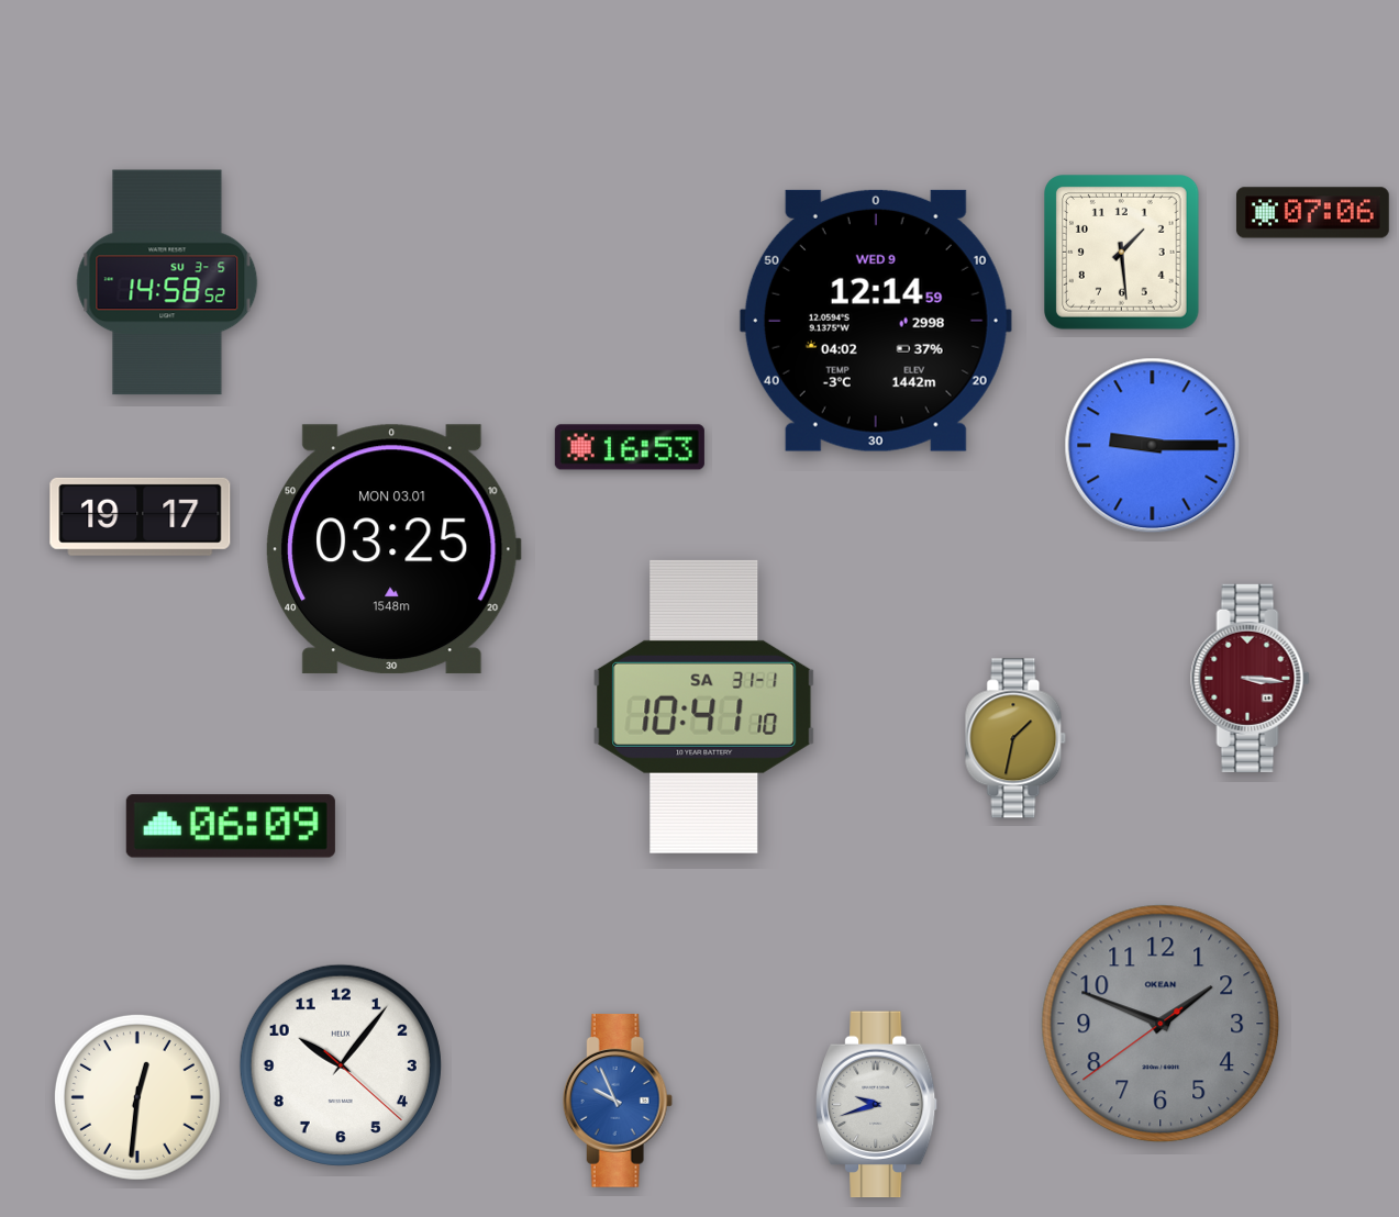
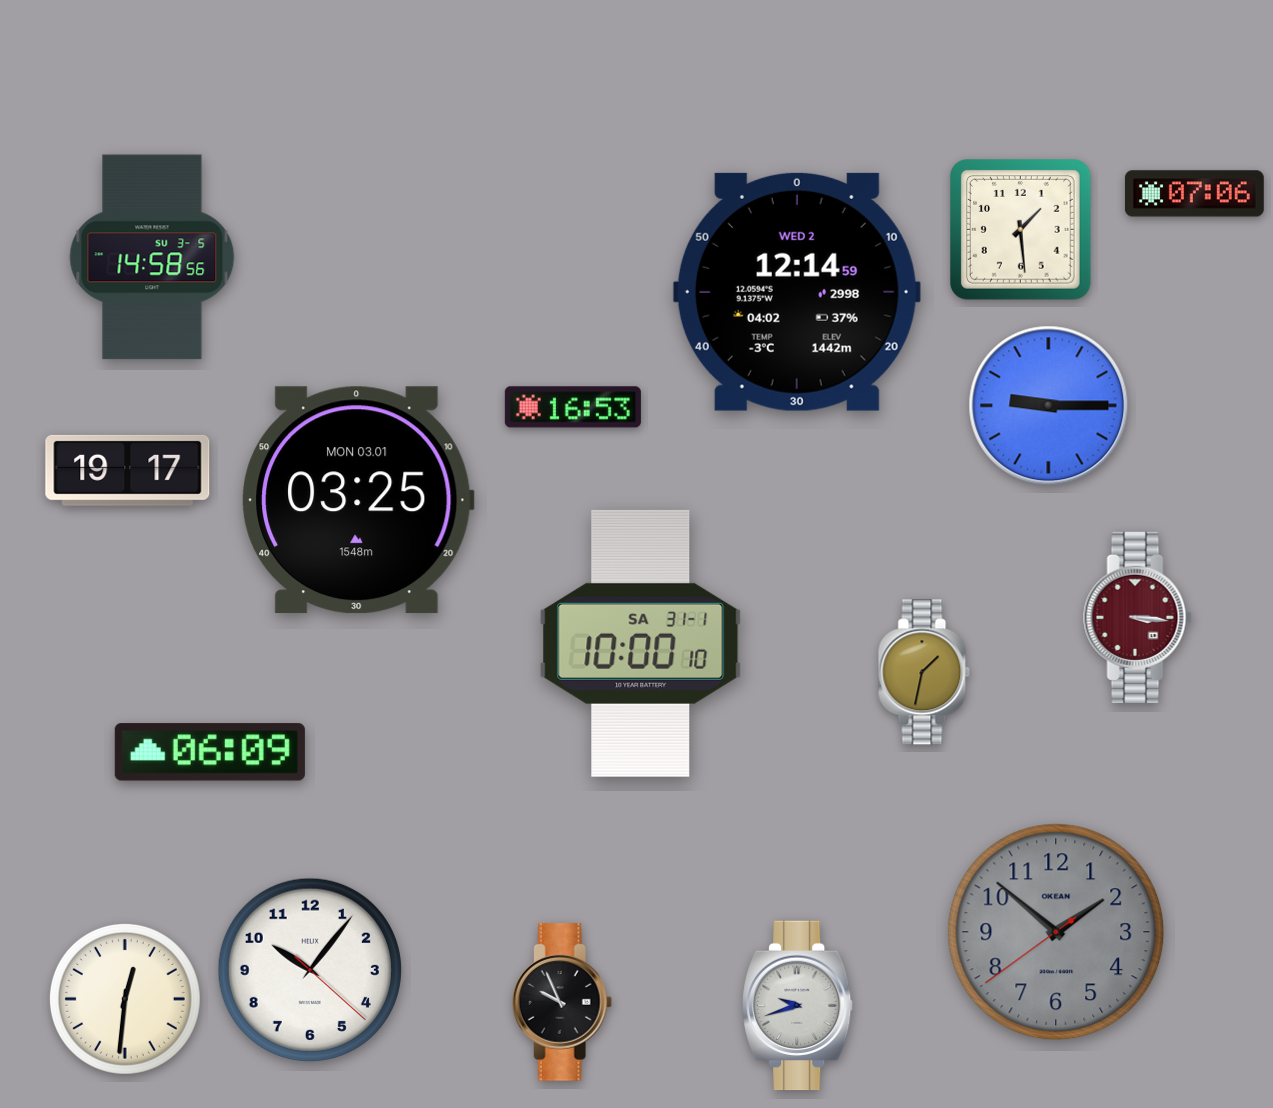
clock at (167, 282): 14:58:52 -> 14:58:56
clock at (876, 321) date: WED 9 -> WED 2
clock at (704, 706): 10:41 -> 10:00
clock at (1161, 1024): 1:48 -> 1:51
clock at (618, 1102) dial: blue -> black
